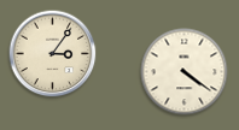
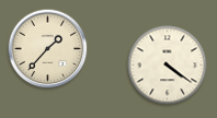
clock at (53, 54): 3:06 -> 1:37
